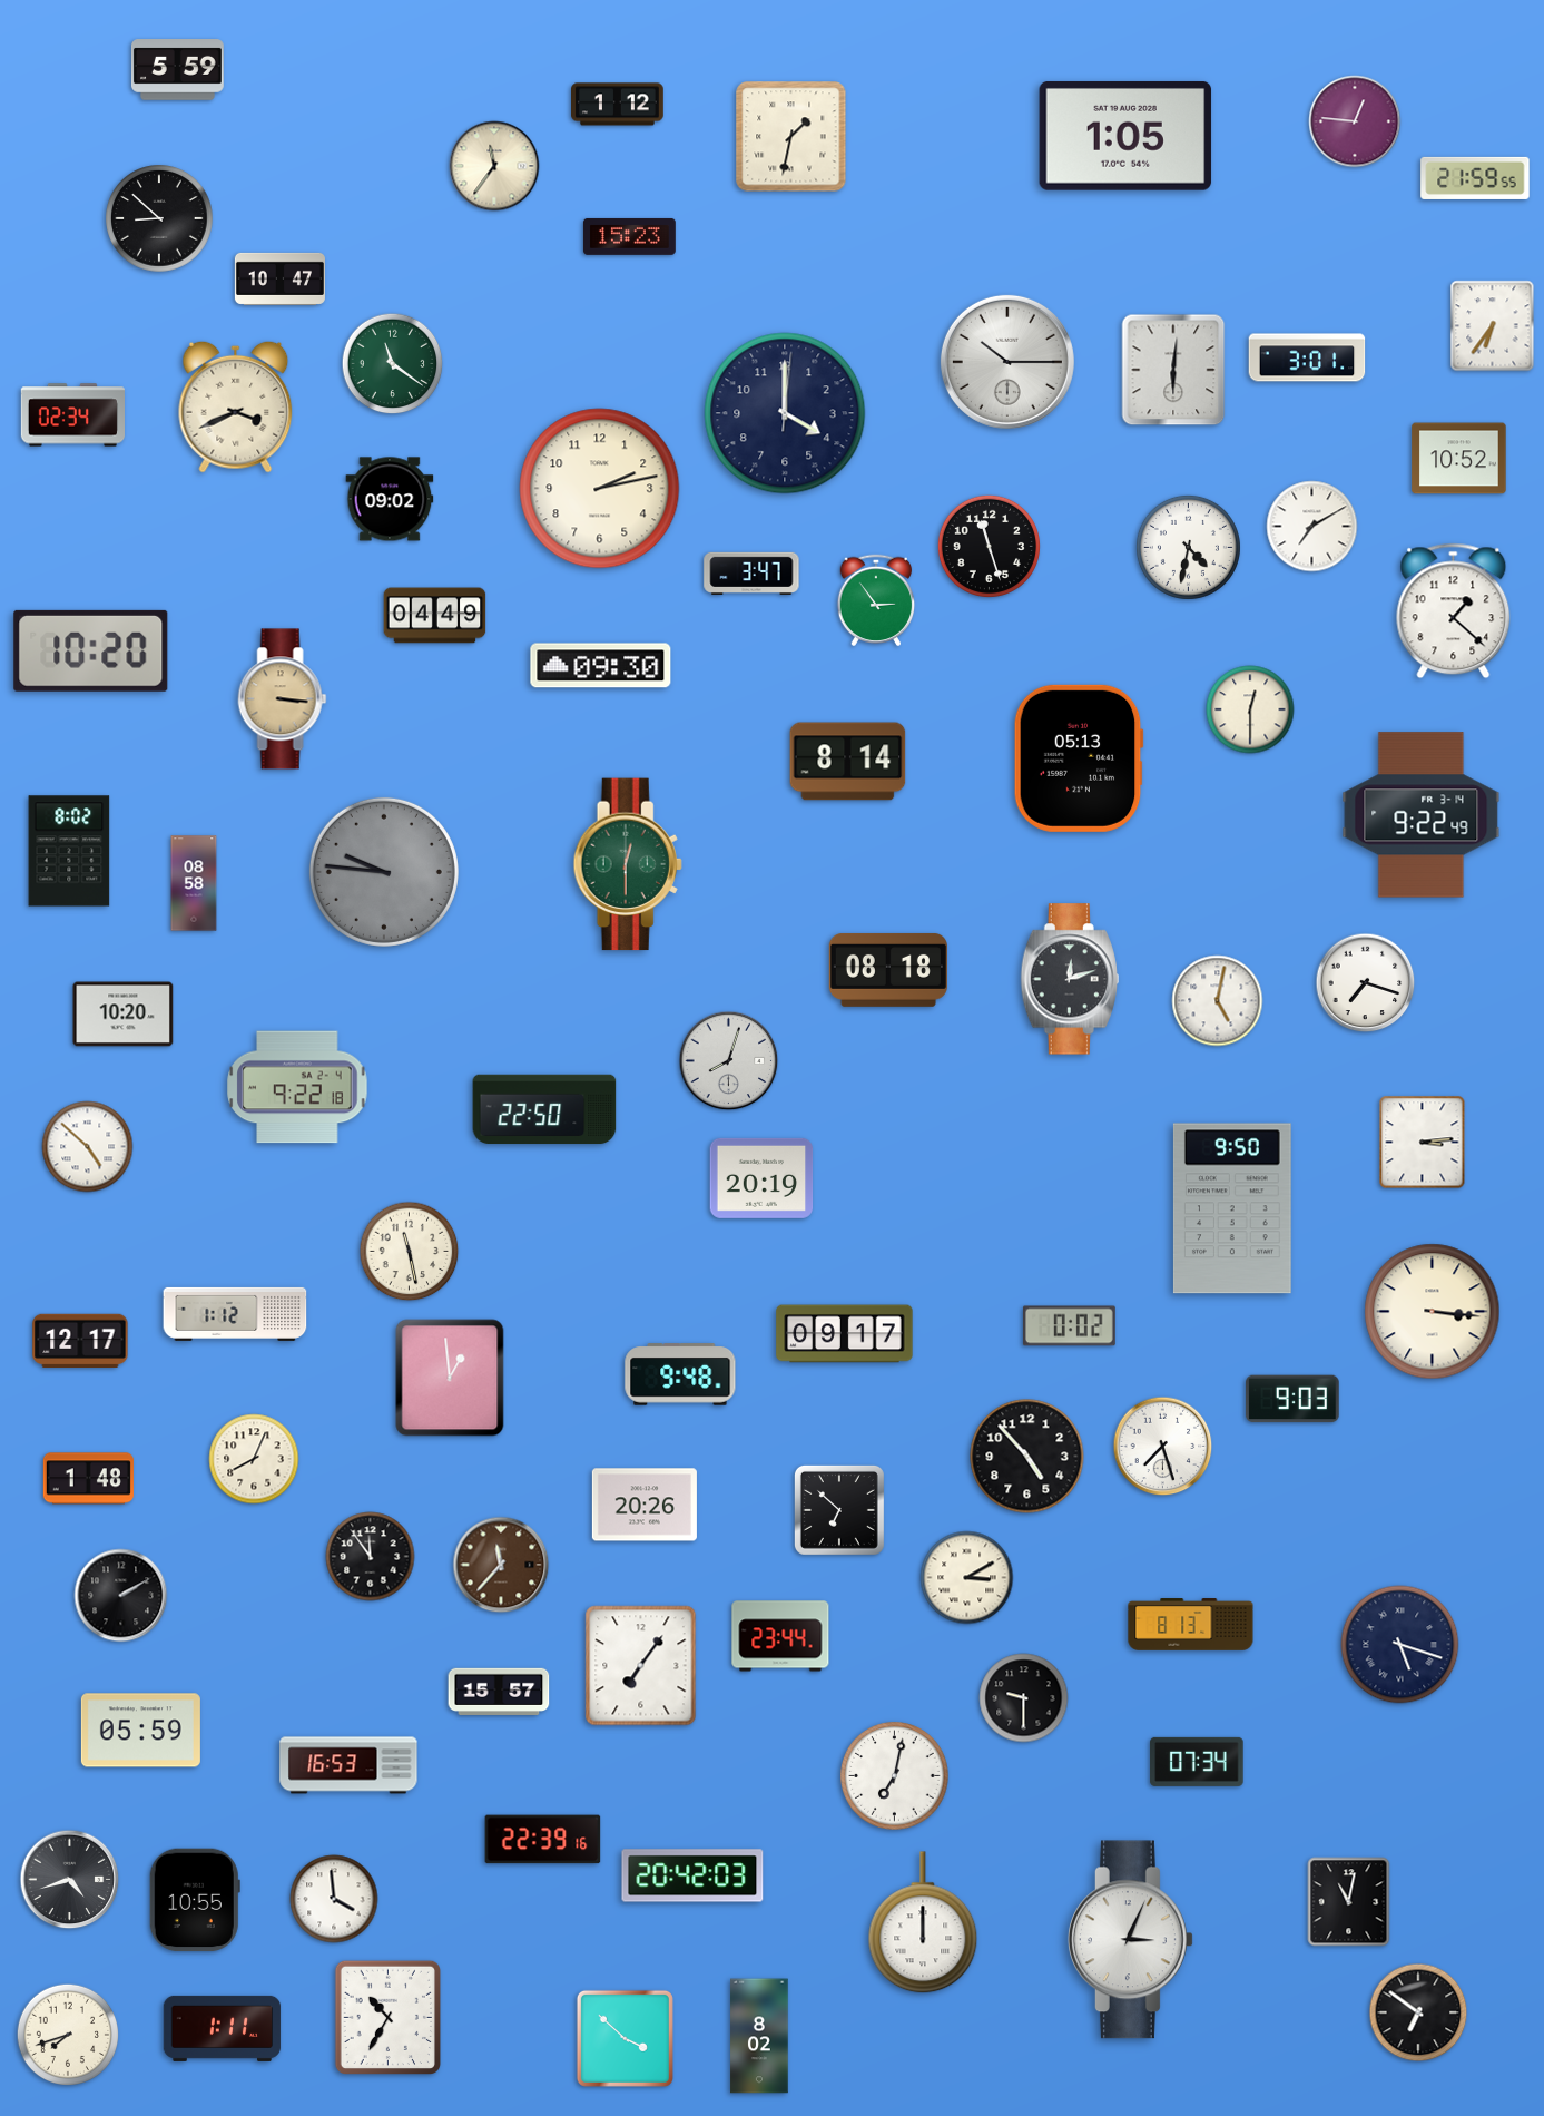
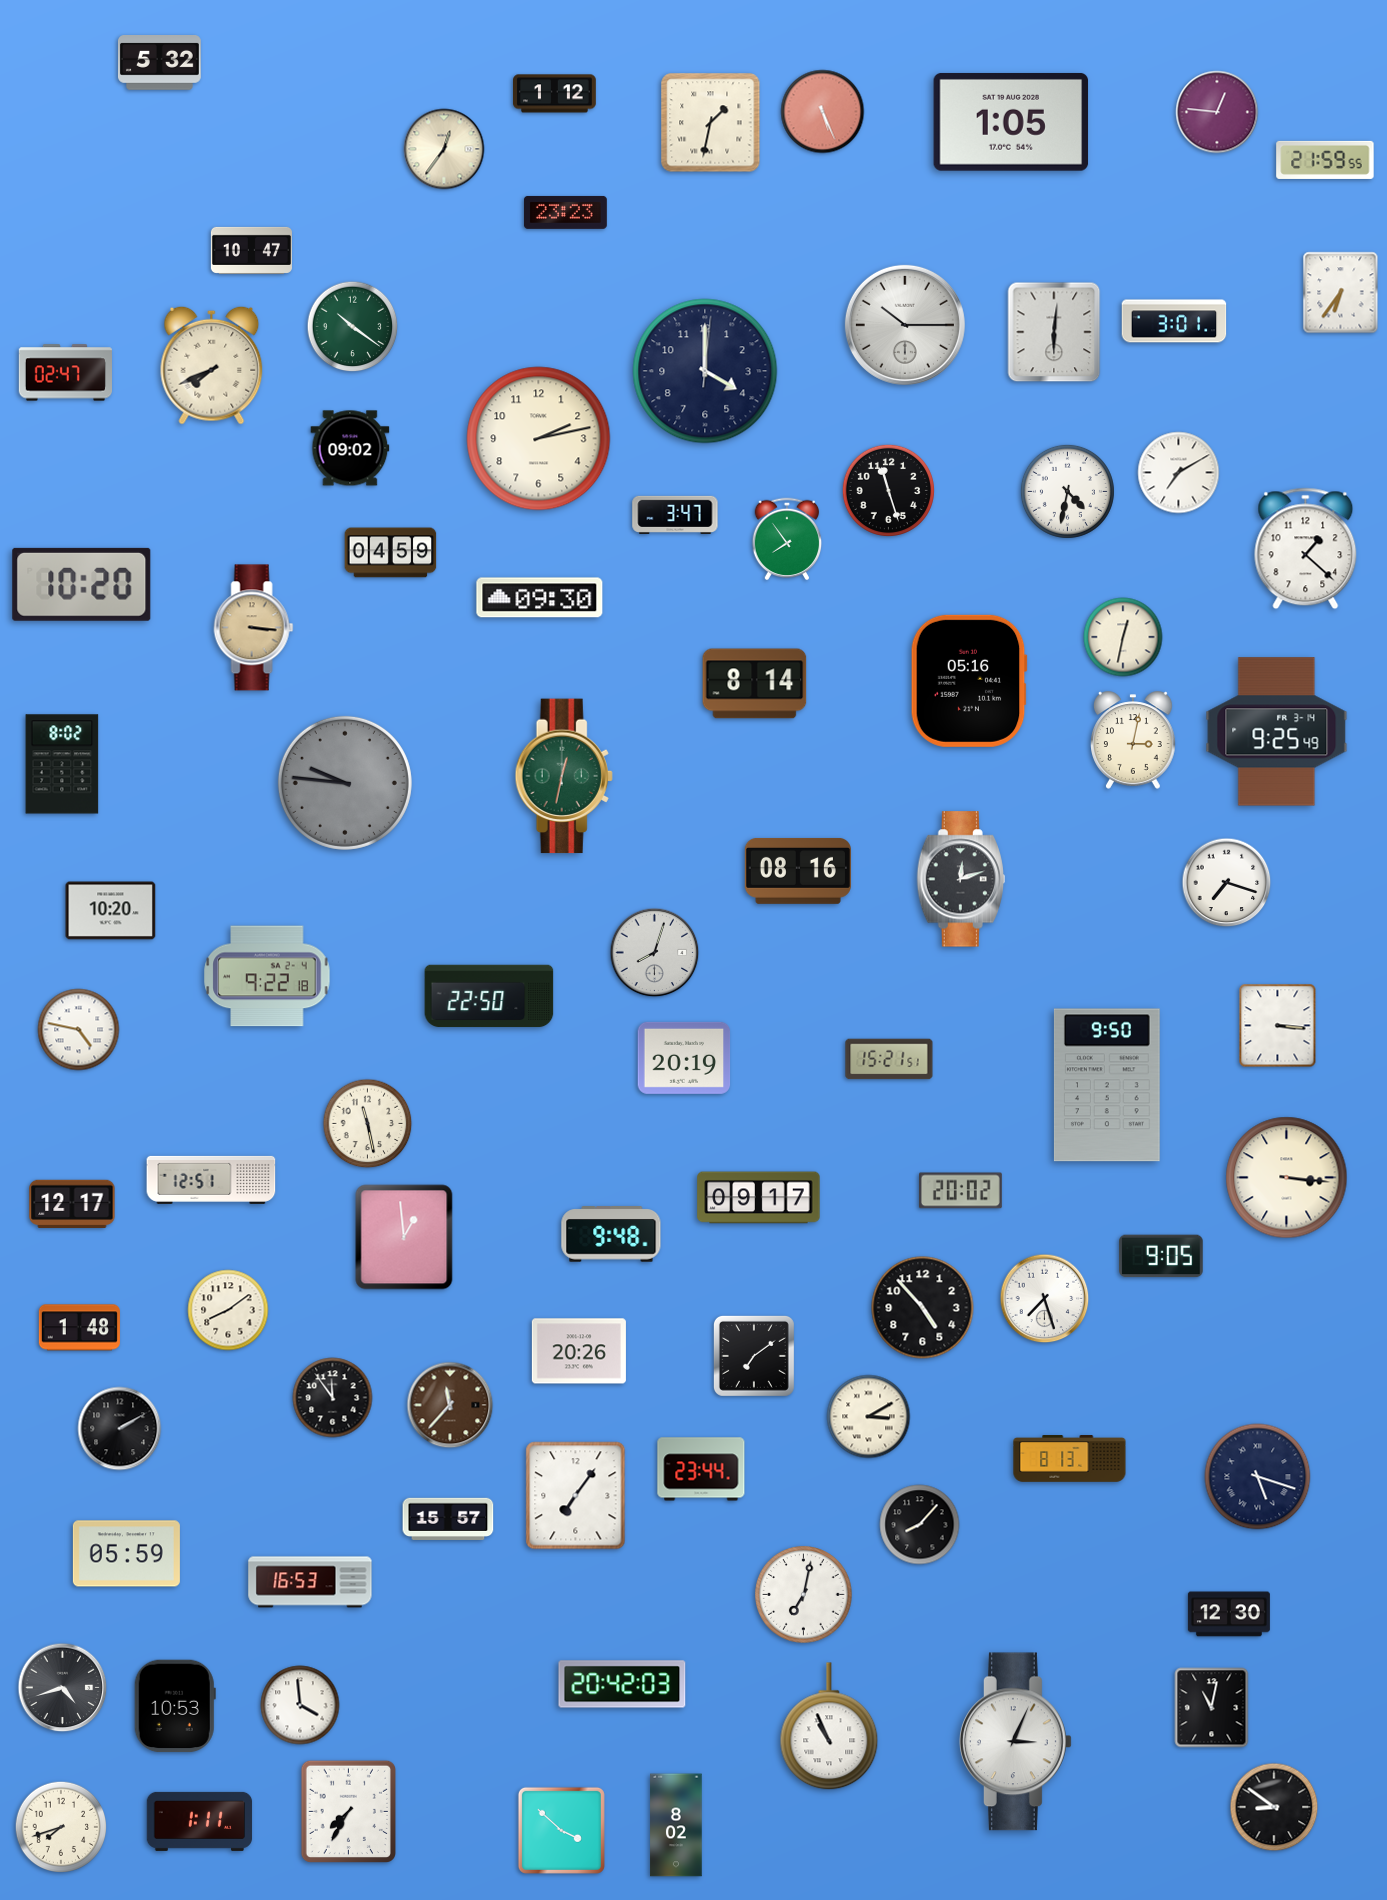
clock at (177, 70): 5:59 -> 5:32
clock at (1355, 121) position: (1355, 121) -> (1217, 112)
clock at (823, 112): none -> 5:26
clock at (494, 166): 11:36 -> 12:36
clock at (159, 218): 8:52 -> none
clock at (629, 236): 15:23 -> 23:23
clock at (393, 364): 11:21 -> 10:21
clock at (236, 406): 3:41 -> 7:41
clock at (72, 415): 02:34 -> 02:47
clock at (1459, 459): 10:52 -> none
clock at (876, 600): 2:54 -> 7:54
clock at (435, 616): 04:49 -> 04:59
clock at (1250, 709): 12:30 -> 12:32
clock at (1079, 758): 05:13 -> 05:16
clock at (848, 762) position: (848, 762) -> (755, 684)
clock at (1422, 815): 9:22 -> 9:25
clock at (1134, 740): none -> 3:02
clock at (628, 864): 12:30 -> 12:32
clock at (194, 883): 08:58 -> none
clock at (888, 970): 08:18 -> 08:16
clock at (1218, 1001): 5:02 -> none
clock at (1423, 1143): 3:14 -> 3:16
clock at (88, 1147): 4:52 -> 4:47
clock at (889, 1059): none -> 15:21
clock at (235, 1314): 1:12 -> 12:51
clock at (1069, 1326): 0:02 -> 20:02
clock at (1292, 1399): 9:03 -> 9:05
clock at (254, 1459): 8:04 -> 8:09
clock at (839, 1510): 6:52 -> 7:09
clock at (121, 1596) position: (121, 1596) -> (120, 1429)
clock at (1024, 1698): 9:30 -> 8:07
clock at (1197, 1762): 07:34 -> none
clock at (348, 1765) position: (348, 1765) -> (310, 1582)
clock at (1229, 1614): none -> 12:30
clock at (543, 1840): 22:39 -> none
clock at (195, 1900): 10:55 -> 10:53
clock at (923, 1923): 12:00 -> 10:56
clock at (1418, 2012): 6:51 -> 8:51
clock at (387, 2017): 10:35 -> 7:35
clock at (759, 2036) position: (759, 2036) -> (676, 1825)
